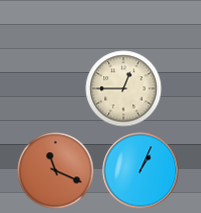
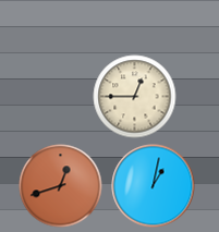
clock at (56, 171): 11:19 -> 12:42
clock at (141, 171): 1:04 -> 1:02
